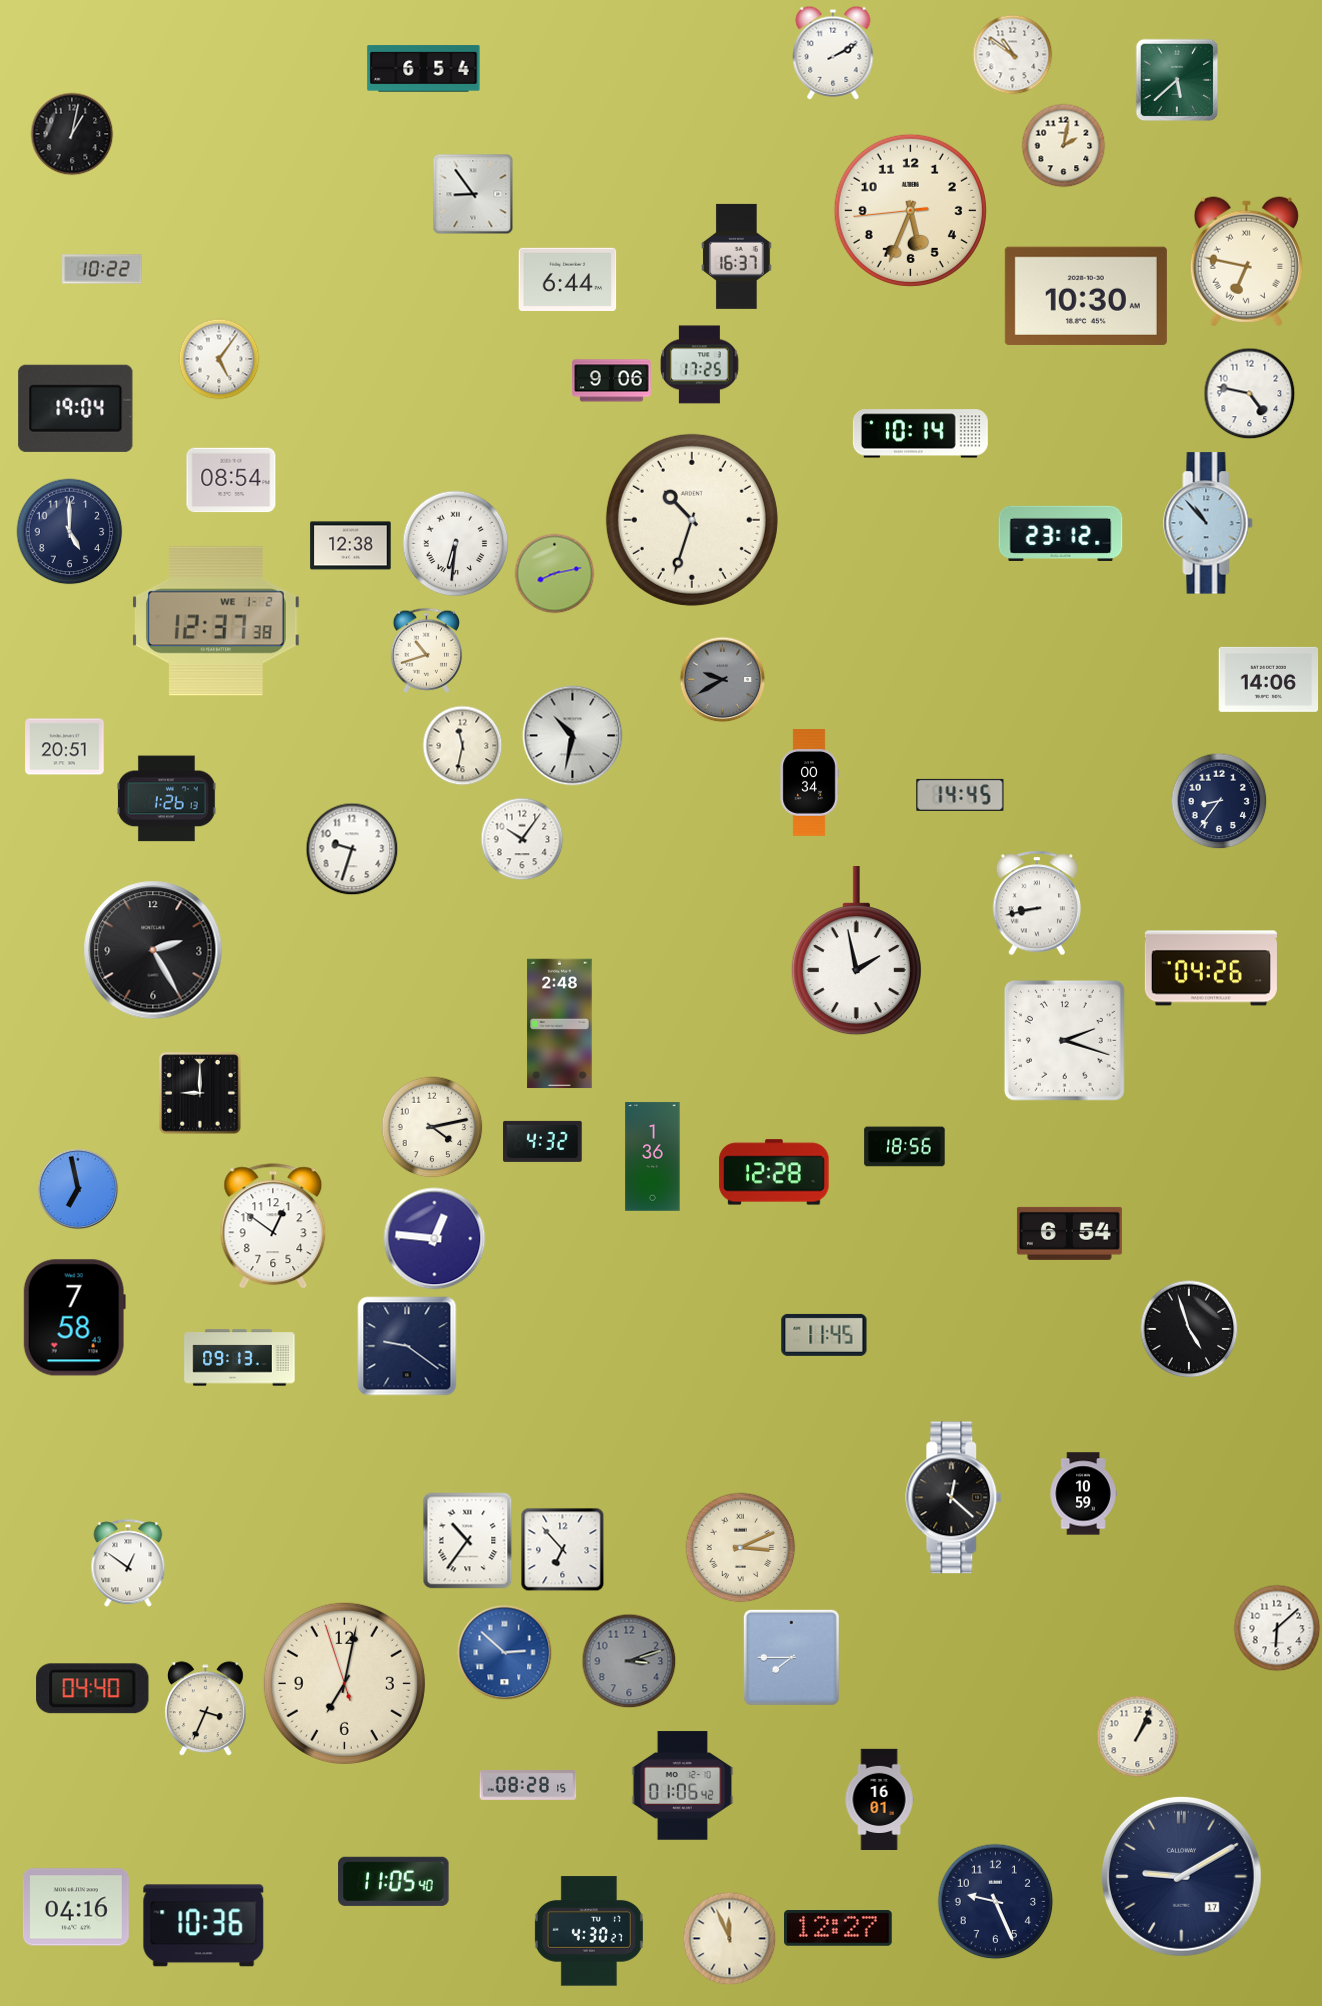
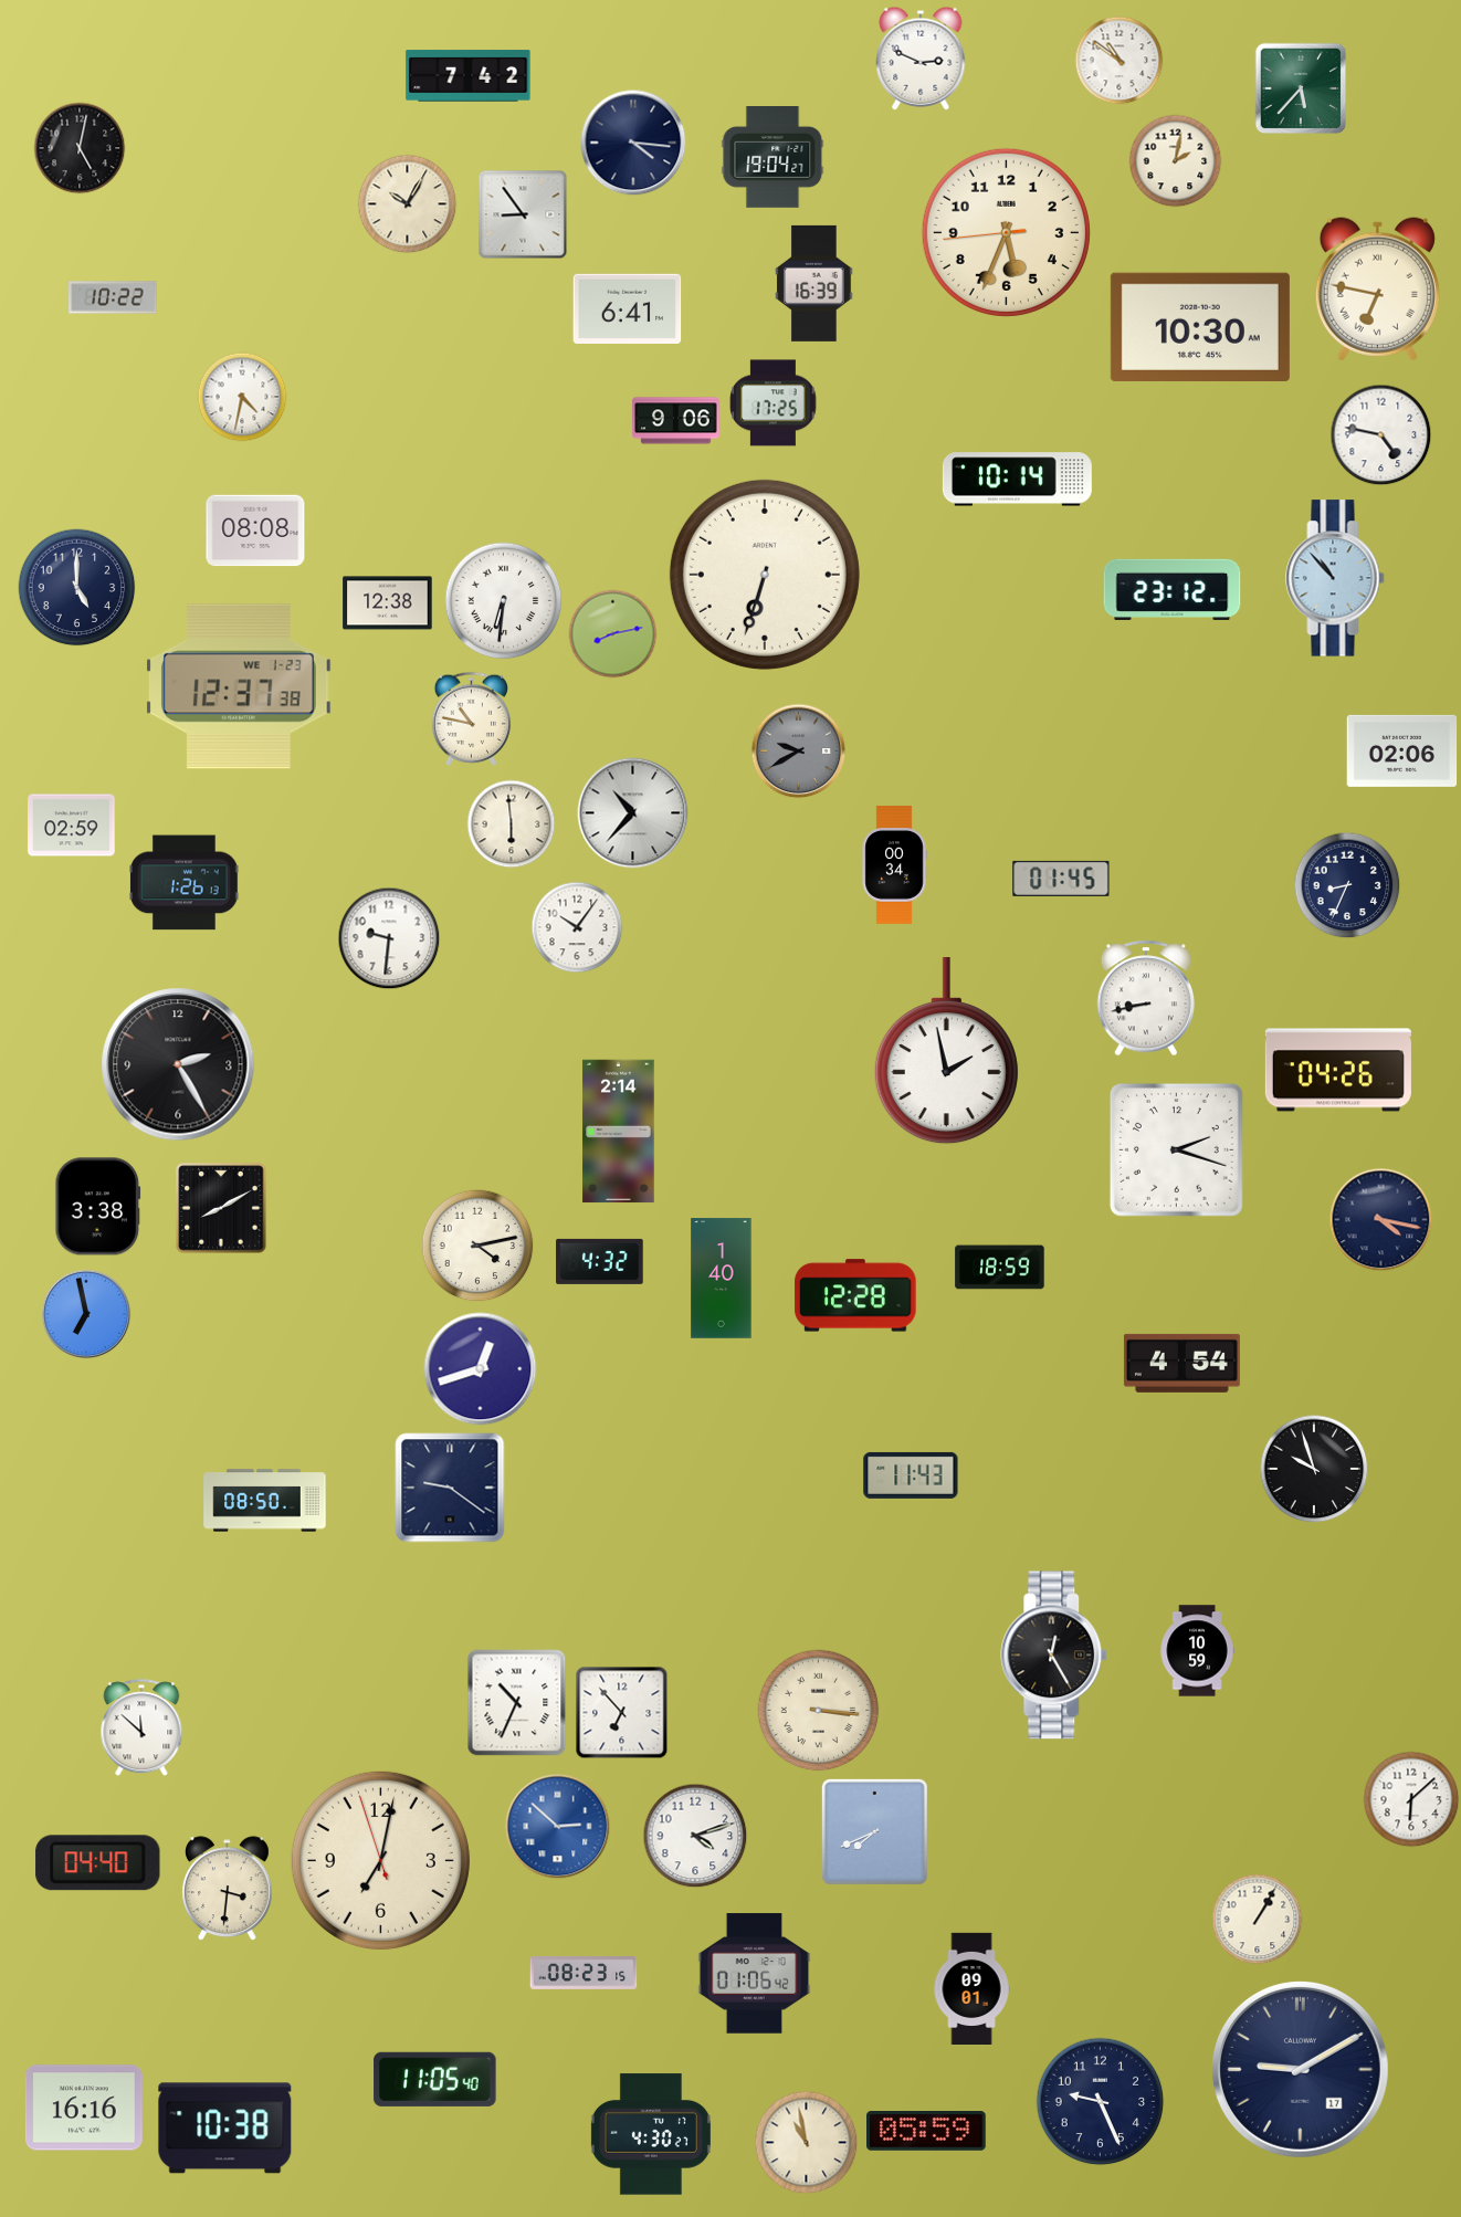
clock at (833, 53): 2:10 -> 2:49
clock at (424, 69): 6:54 -> 7:42
clock at (1177, 80): 5:38 -> 5:37
clock at (633, 143): none -> 4:16
clock at (72, 134): 1:02 -> 5:02
clock at (772, 158): none -> 19:04
clock at (408, 204): none -> 10:05
clock at (737, 256): 16:37 -> 16:39
clock at (568, 279): 6:44 -> 6:41
clock at (219, 359): 5:06 -> 4:32
clock at (76, 408): 19:04 -> none
clock at (231, 480): 08:54 -> 08:08
clock at (692, 520): 10:33 -> 6:33
clock at (217, 621) date: WE 1-2 -> WE 1-23
clock at (427, 650): 10:42 -> 10:47
clock at (1269, 679): 14:06 -> 02:06
clock at (573, 736): 10:32 -> 10:37
clock at (463, 746): 11:32 -> 5:59
clock at (65, 747): 20:51 -> 02:59
clock at (960, 795): 14:45 -> 01:45
clock at (1219, 801): 8:36 -> 8:34
clock at (352, 849): 9:33 -> 9:31
clock at (153, 950) position: (153, 950) -> (178, 1064)
clock at (560, 1024): 2:48 -> 2:14
clock at (98, 1207): none -> 3:38
clock at (200, 1093): 9:00 -> 8:10
clock at (1381, 1220): none -> 4:17
clock at (905, 1147): 18:56 -> 18:59
clock at (653, 1157): 1:36 -> 1:40
clock at (273, 1227): 12:51 -> none
clock at (1069, 1233): 6:54 -> 4:54
clock at (435, 1239): 12:46 -> 12:42
clock at (74, 1318): 7:58 -> none
clock at (1189, 1329): 4:57 -> 9:57
clock at (824, 1335): 11:45 -> 11:43
clock at (240, 1358): 09:13 -> 08:50
clock at (954, 1498): 12:22 -> 12:25
clock at (468, 1541): 10:36 -> 10:34
clock at (741, 1548): 3:11 -> 3:16
clock at (128, 1564): 12:51 -> 11:52
clock at (791, 1657): 7:45 -> 7:41
clock at (629, 1661): 3:12 -> 4:12
clock at (629, 1661) dial: grey -> white
clock at (93, 1689) position: (93, 1689) -> (98, 1863)
clock at (206, 1709): 3:34 -> 3:31
clock at (1138, 1737): 1:04 -> 1:05
clock at (528, 1785): 08:28 -> 08:23
clock at (879, 1799): 16:01 -> 09:01
clock at (1181, 1876) position: (1181, 1876) -> (1300, 2069)
clock at (76, 1907): 04:16 -> 16:16
clock at (204, 1926): 10:36 -> 10:38
clock at (839, 1929): 12:27 -> 05:59
clock at (730, 1939): 11:56 -> 10:58
